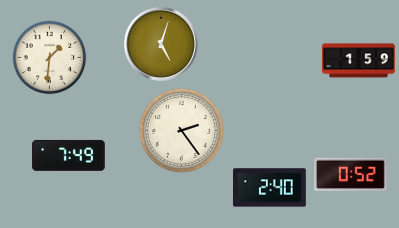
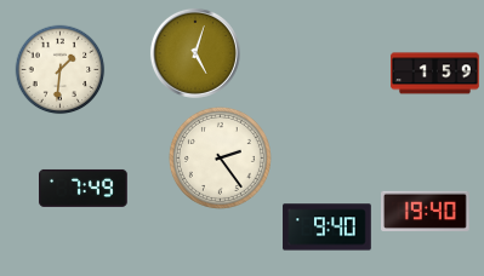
clock at (351, 174): 0:52 -> 19:40
clock at (270, 188): 2:40 -> 9:40
